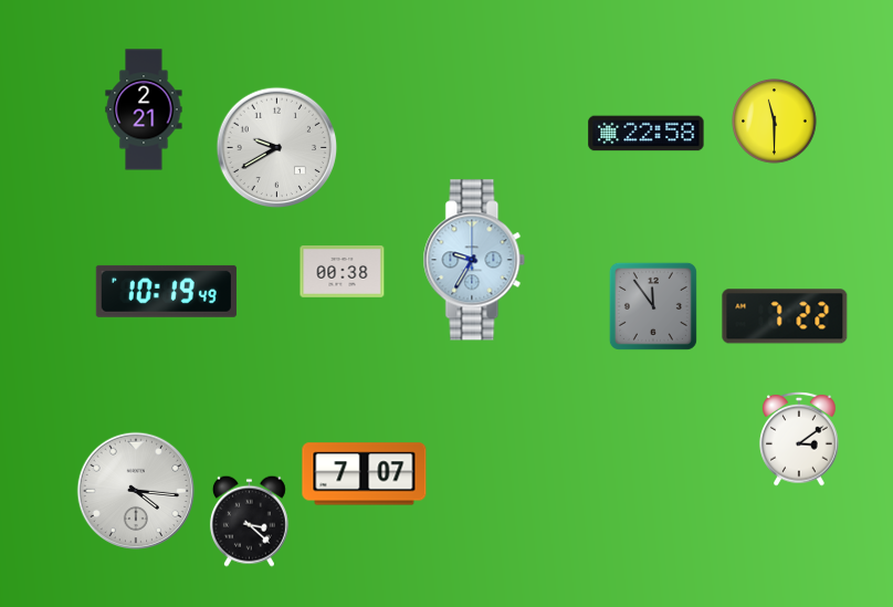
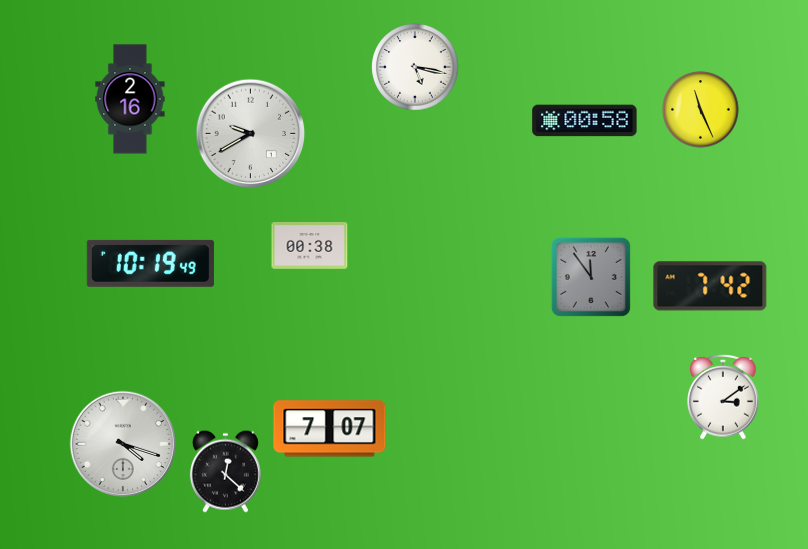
clock at (415, 67): none -> 5:17
clock at (144, 109): 2:21 -> 2:16
clock at (775, 122): 11:30 -> 11:26
clock at (647, 134): 22:58 -> 00:58
clock at (474, 260): 9:35 -> none
clock at (785, 316): 7:22 -> 7:42
clock at (135, 491): 4:16 -> 4:18
clock at (249, 521): 3:22 -> 12:22
